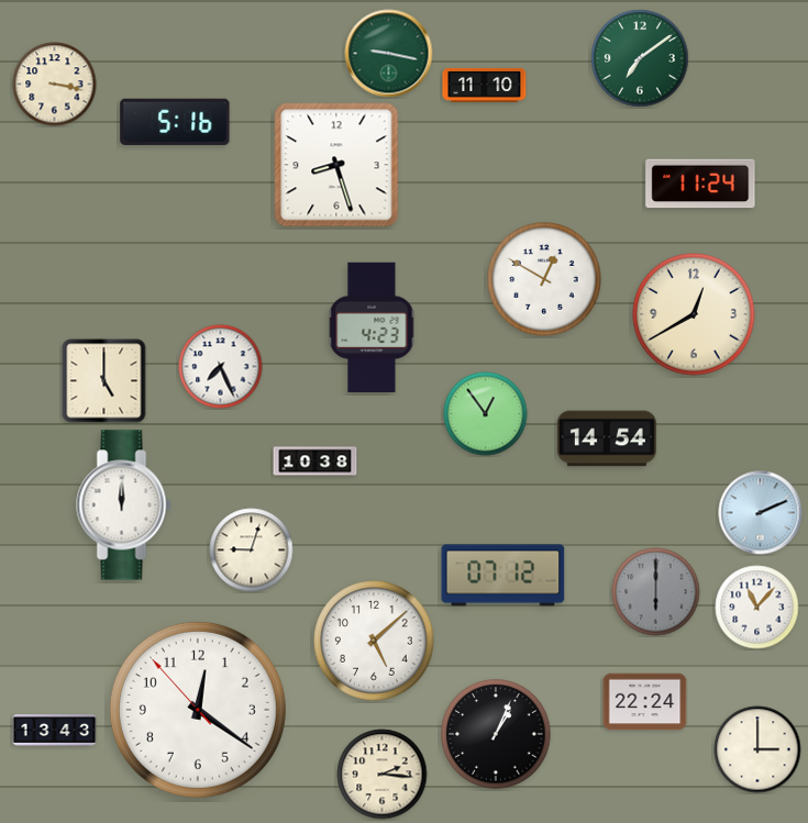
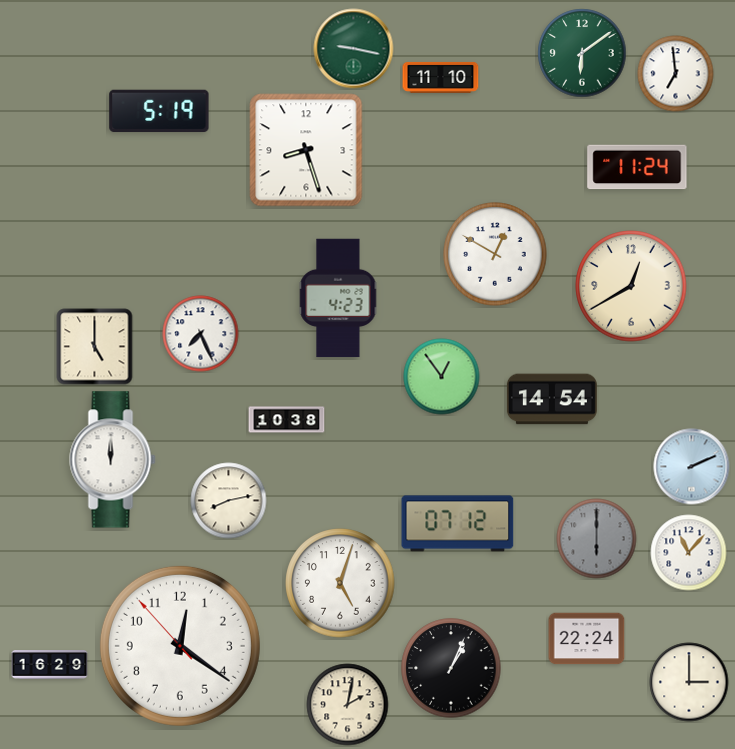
clock at (640, 58): 7:09 -> 6:09
clock at (676, 74): none -> 6:59
clock at (55, 85): 3:17 -> none
clock at (175, 122): 5:16 -> 5:19
clock at (252, 550): 9:03 -> 8:13
clock at (374, 641): 5:08 -> 5:03
clock at (55, 731): 13:43 -> 16:29
clock at (383, 775): 2:16 -> 2:02
